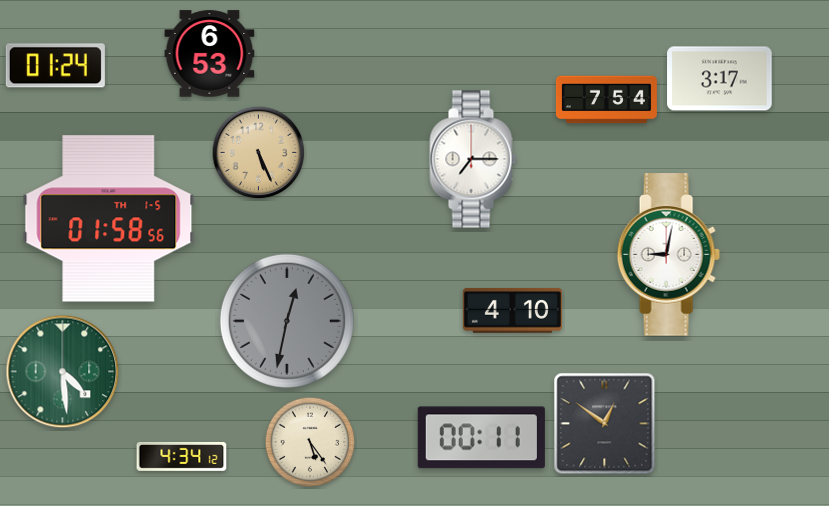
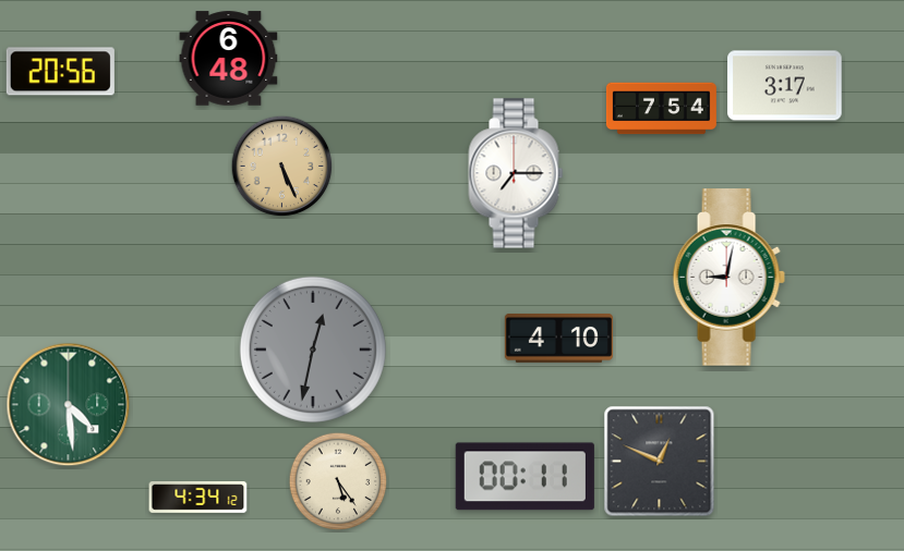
clock at (210, 54): 6:53 -> 6:48
clock at (55, 66): 01:24 -> 20:56
clock at (109, 219): 01:58 -> none
clock at (605, 424): 12:51 -> 12:49
